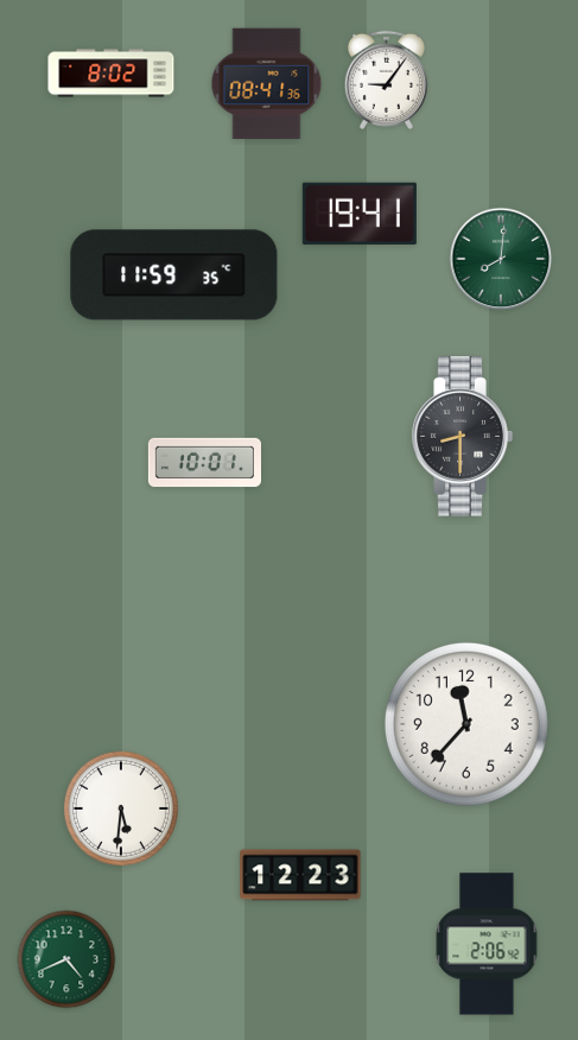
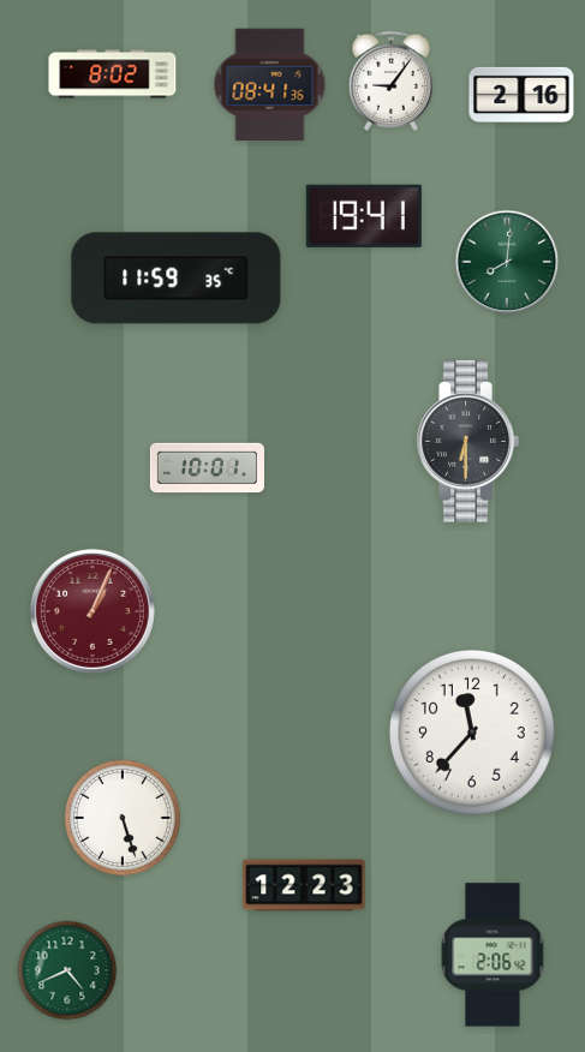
clock at (521, 94): none -> 2:16
clock at (462, 437): 8:30 -> 6:30
clock at (92, 611): none -> 1:04
clock at (121, 808): 5:31 -> 5:27
